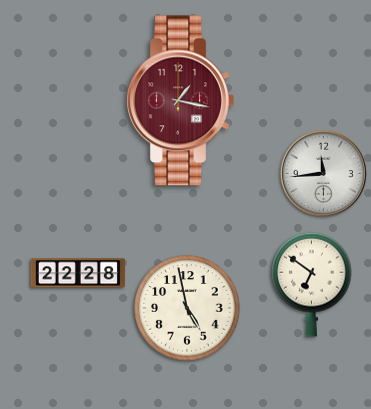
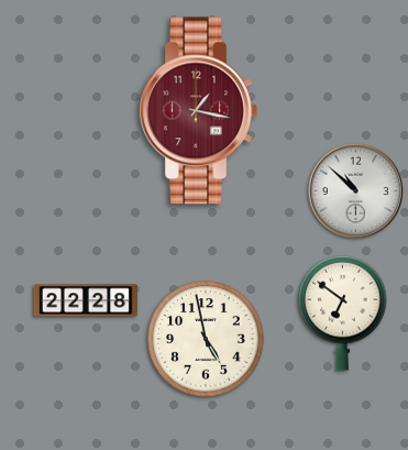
clock at (323, 173): 11:44 -> 10:52
